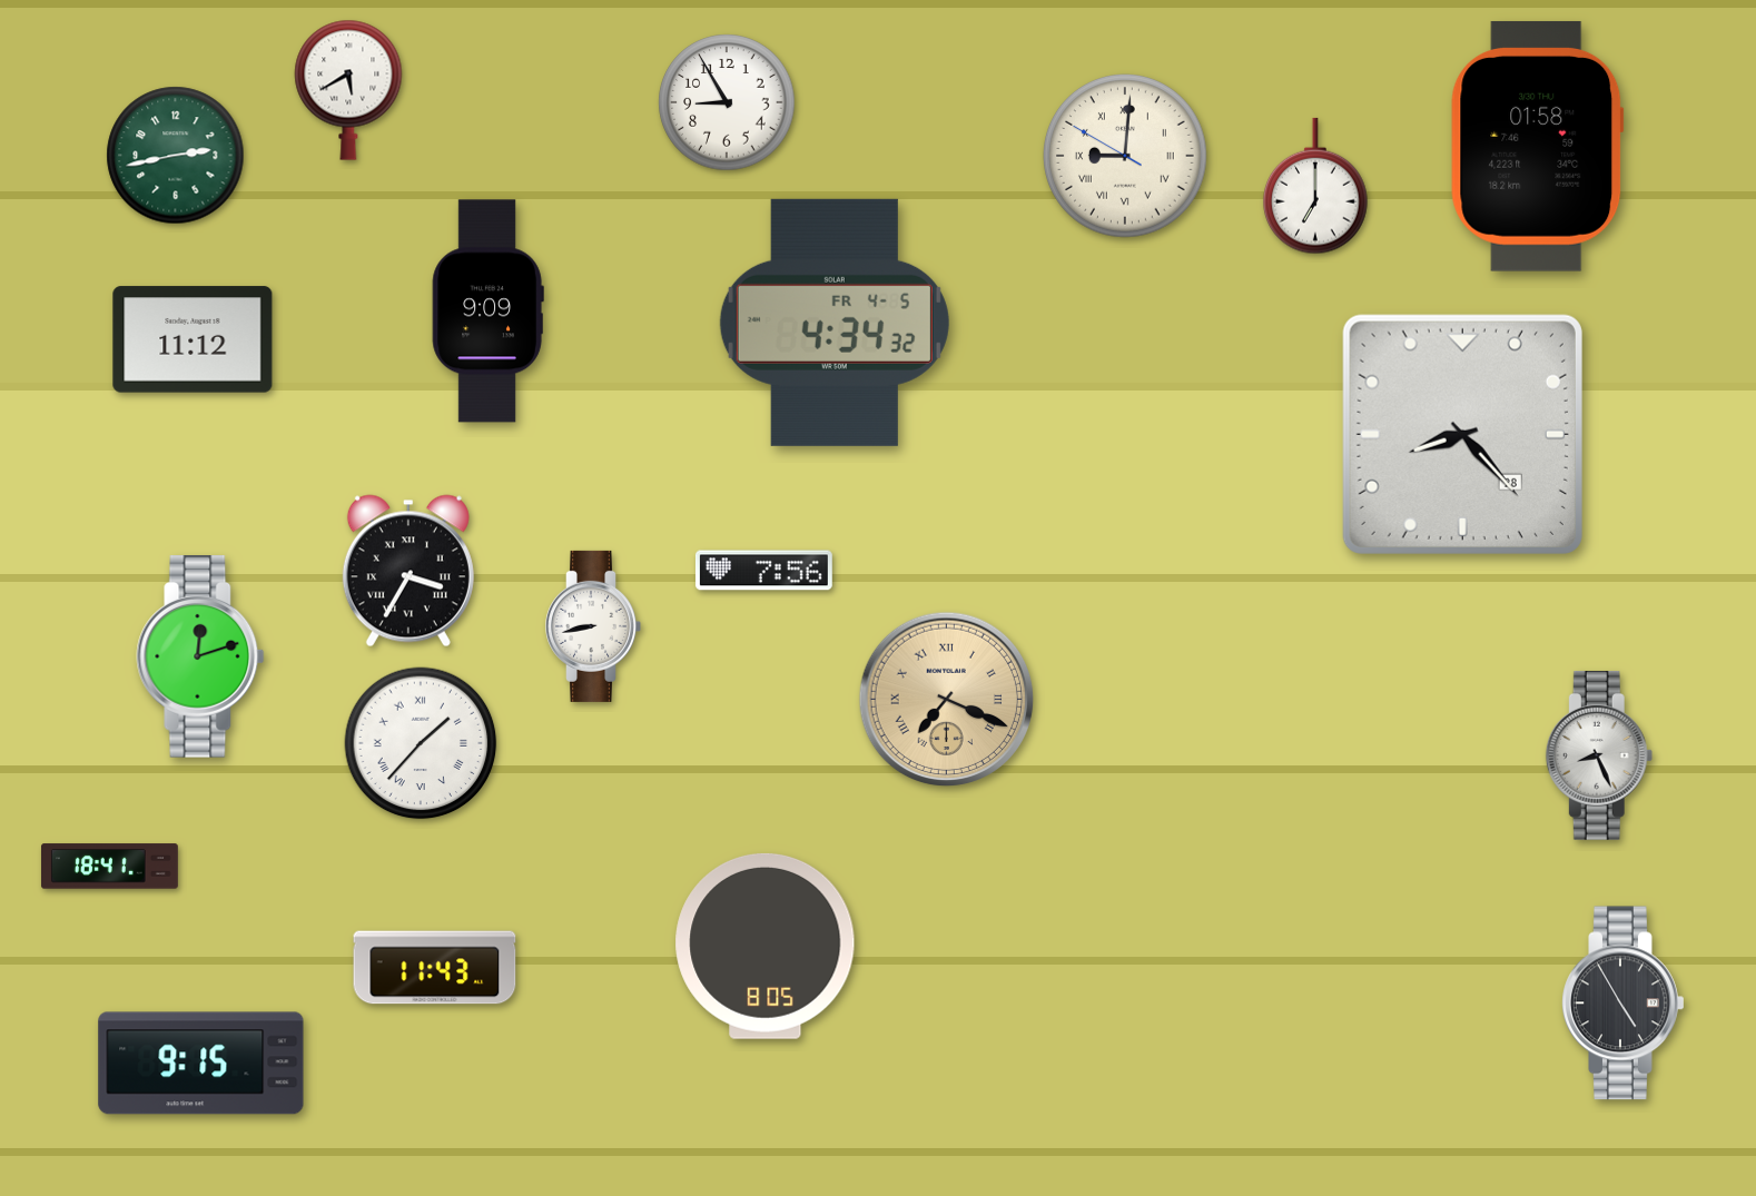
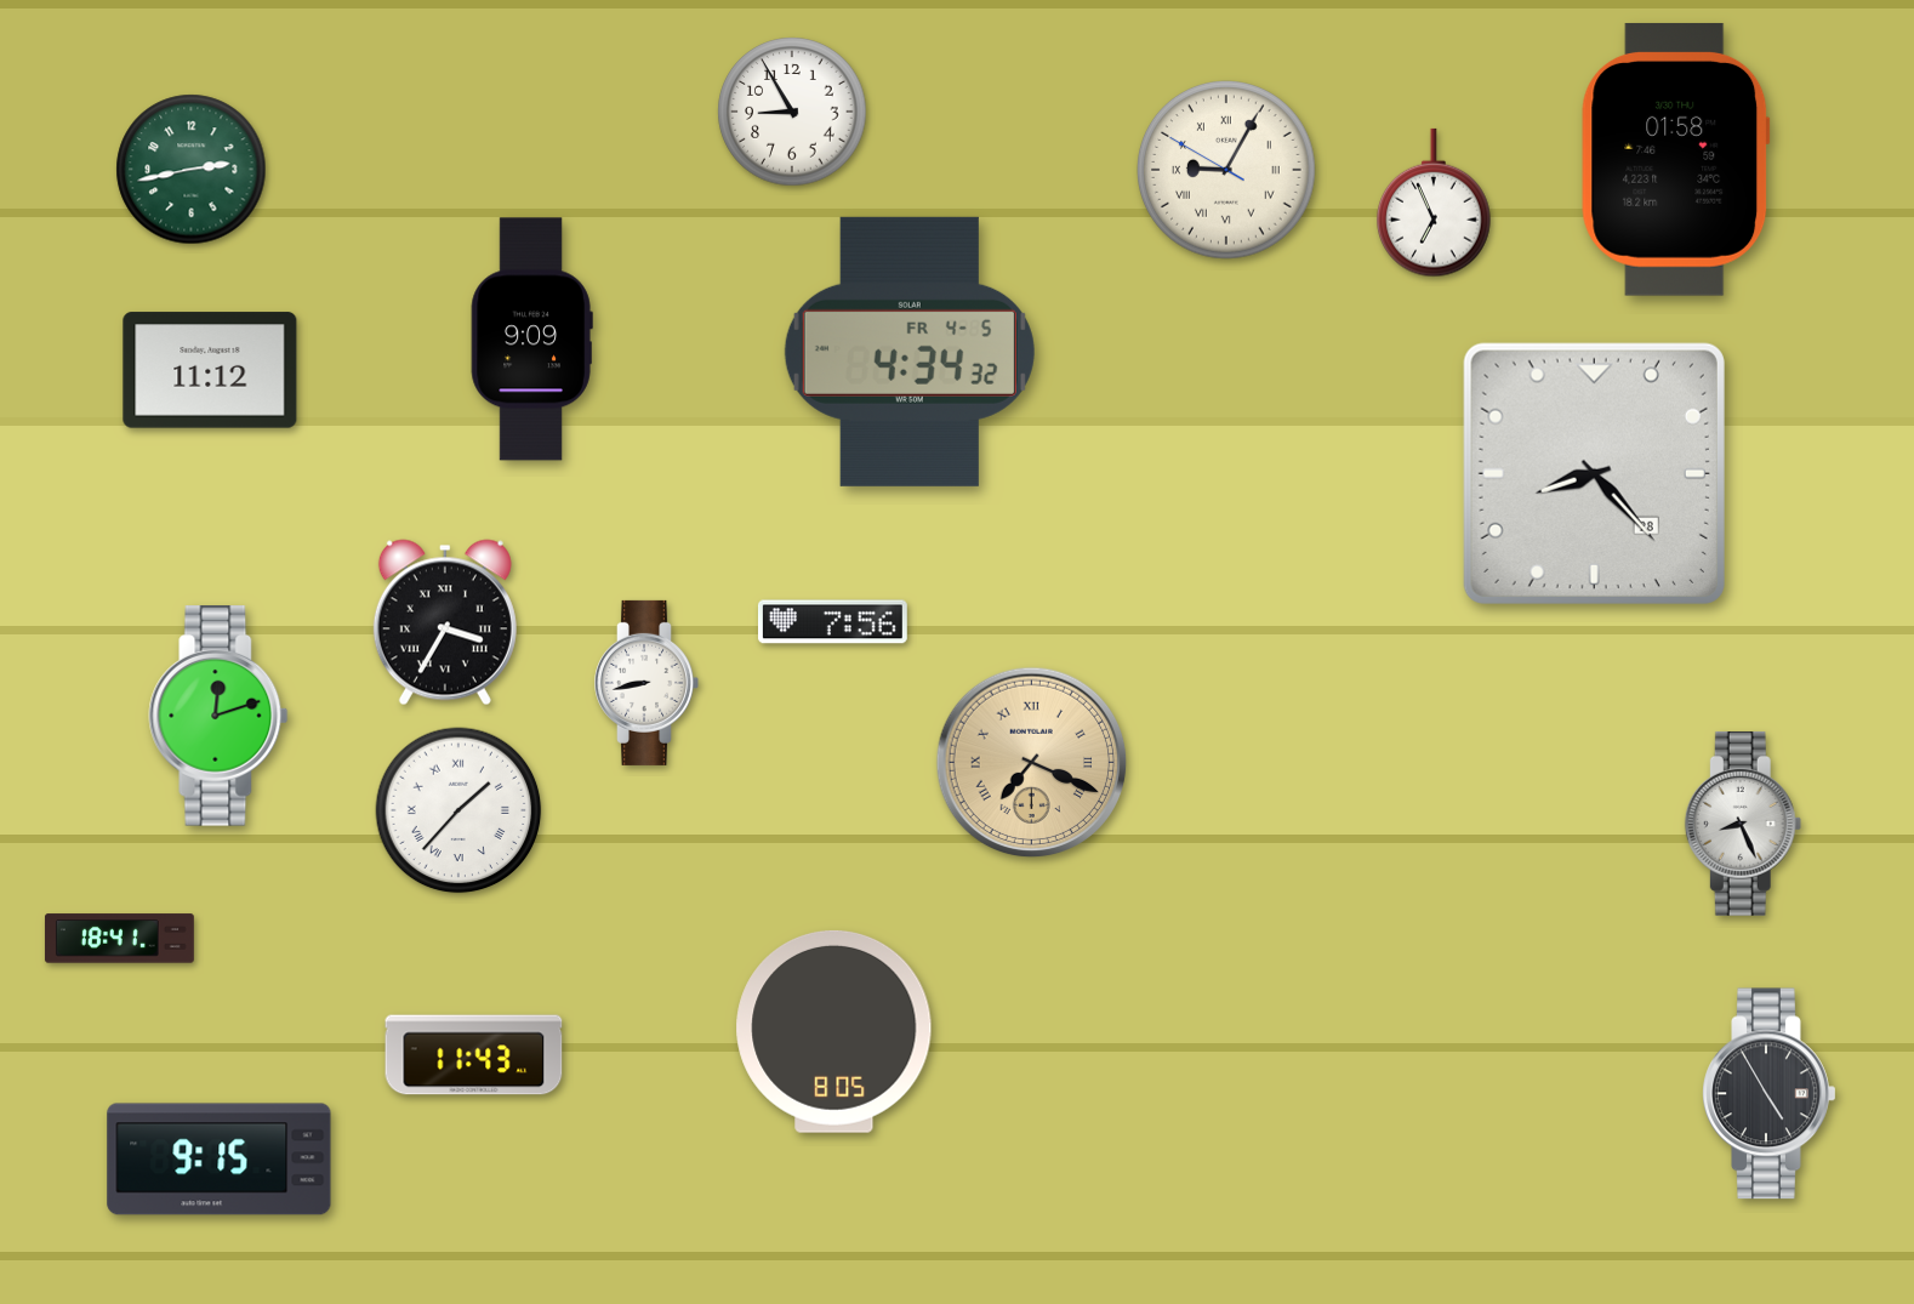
clock at (348, 90): 5:40 -> none
clock at (1126, 157): 9:00 -> 9:04
clock at (1315, 186): 7:00 -> 6:56
clock at (109, 867) position: (109, 867) -> (119, 939)
